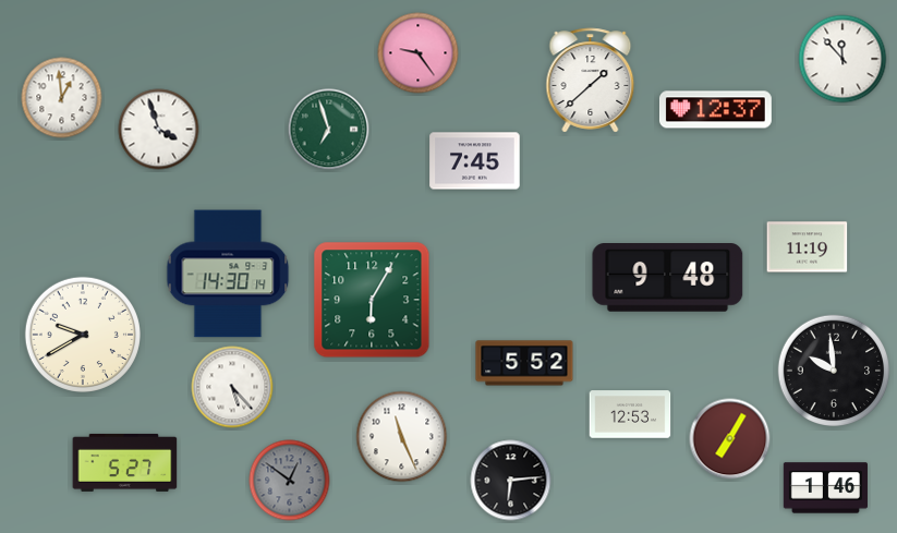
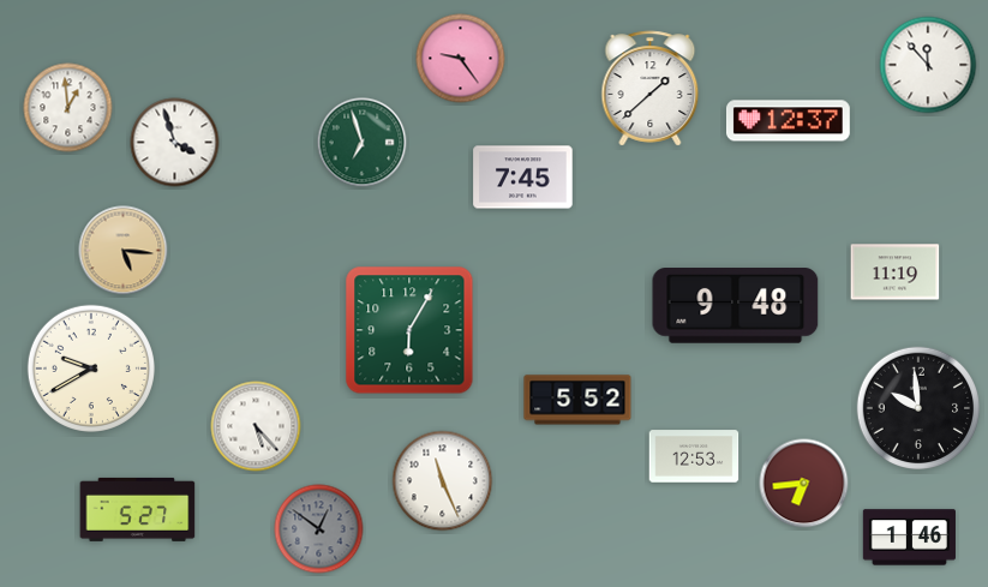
clock at (124, 251): none -> 5:16
clock at (808, 247) position: (808, 247) -> (896, 272)
clock at (228, 274): 14:30 -> none
clock at (730, 439): 7:05 -> 6:44
clock at (511, 481): 6:14 -> none
